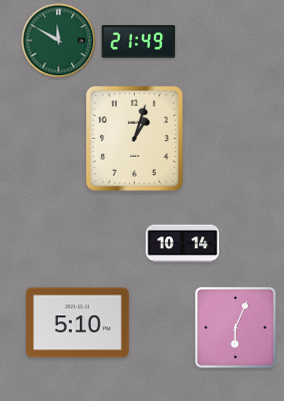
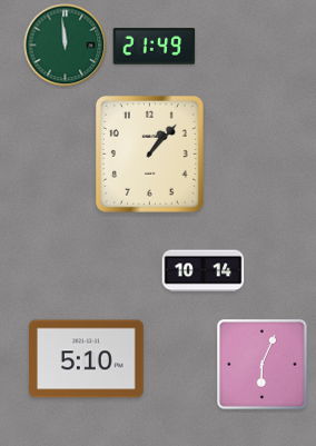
clock at (59, 41): 11:50 -> 11:59
clock at (134, 138): 1:03 -> 1:07
